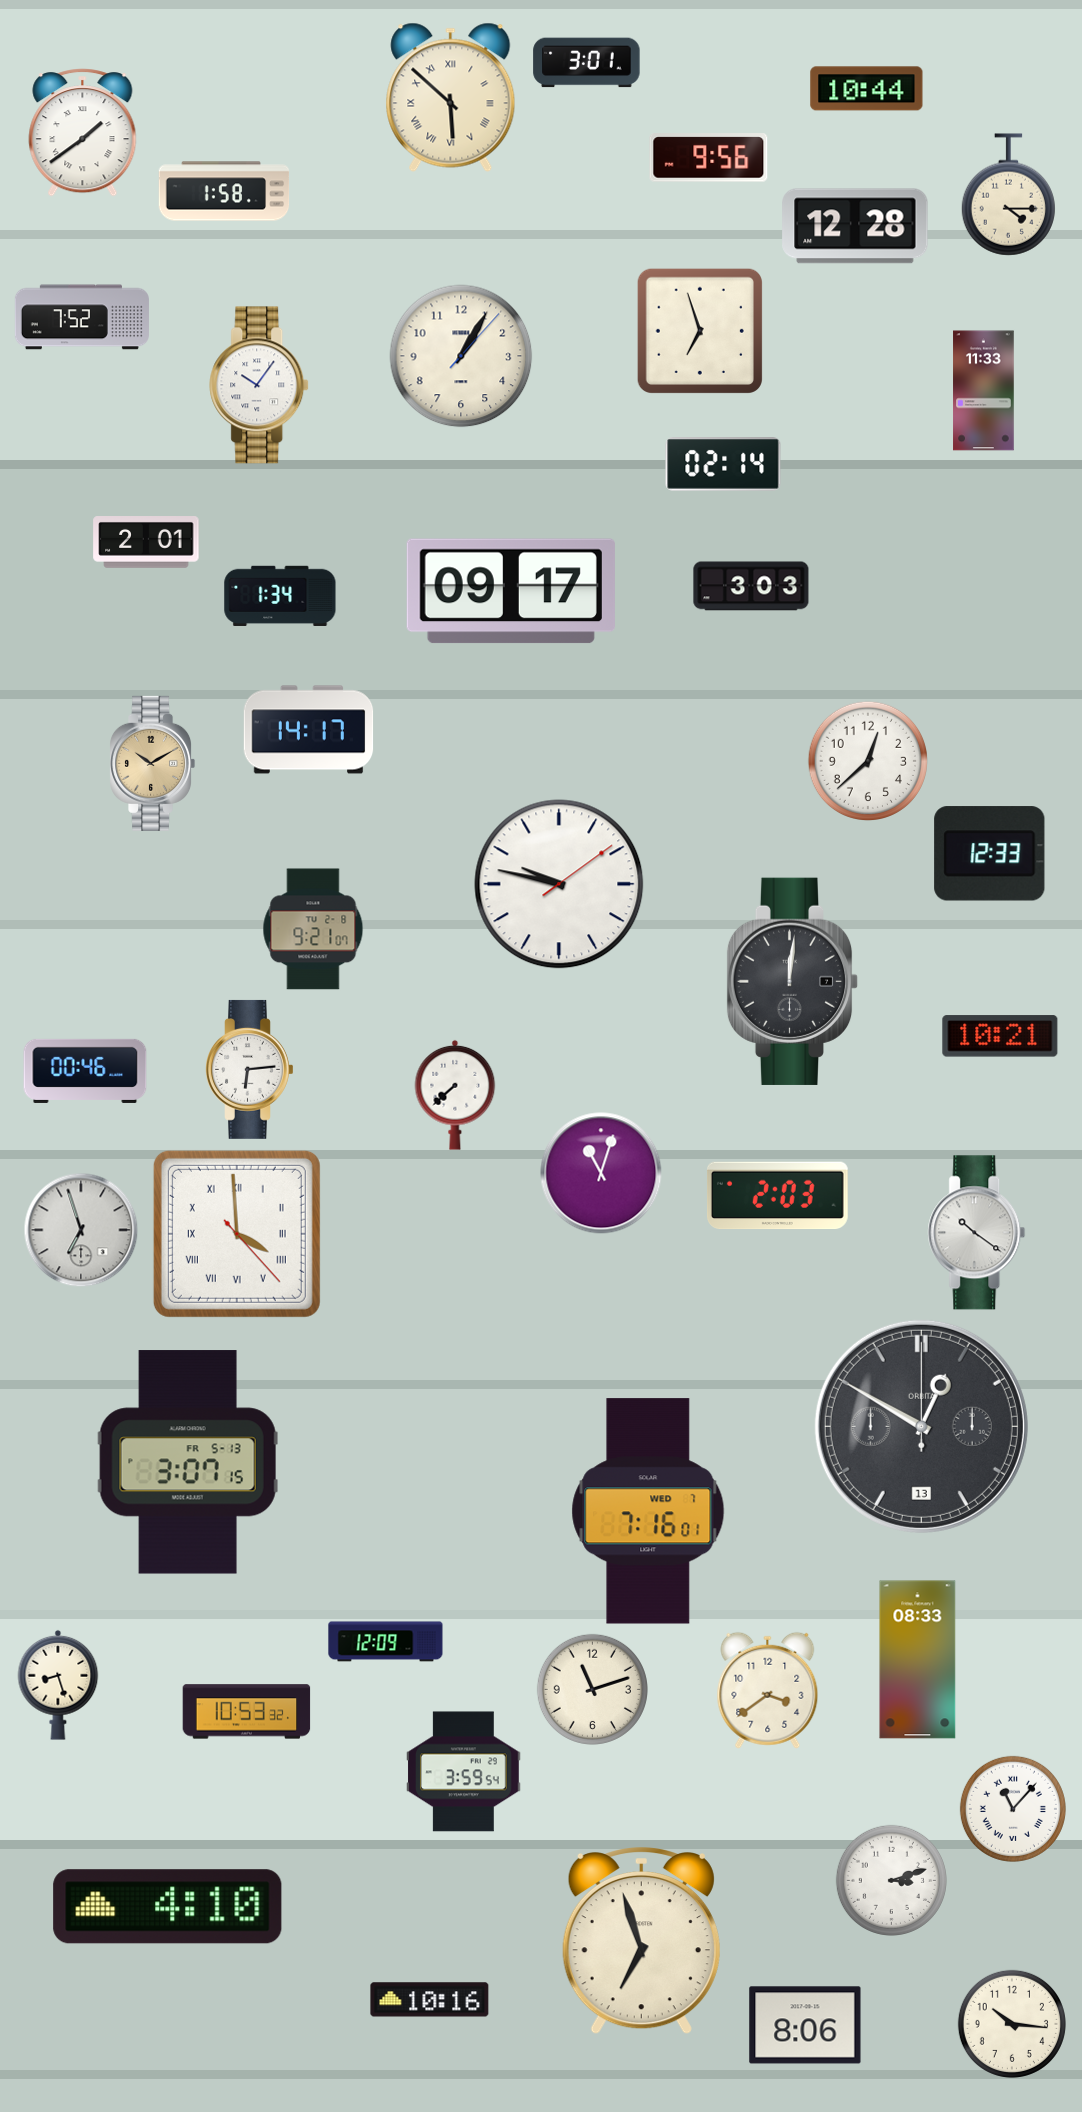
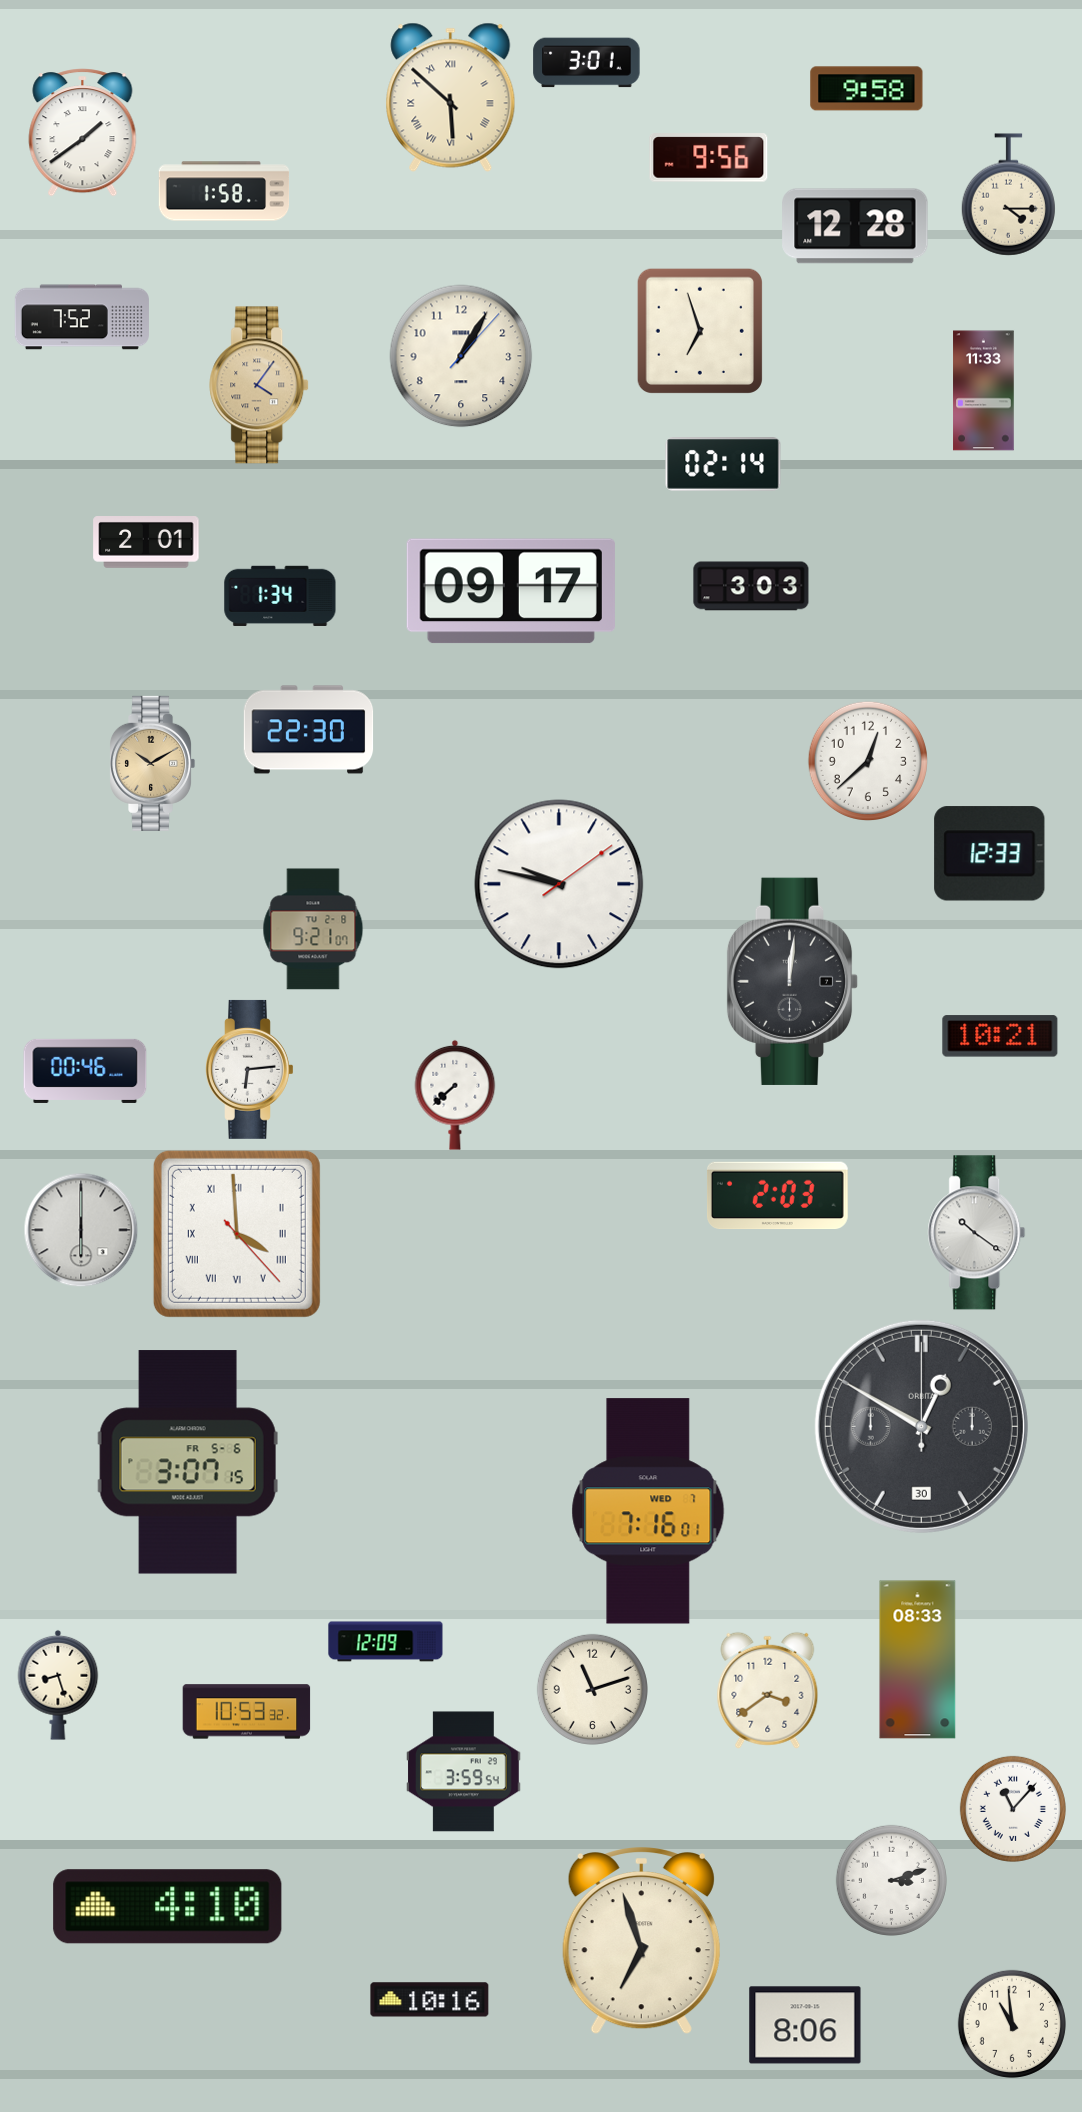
clock at (867, 89): 10:44 -> 9:58
clock at (260, 385): 10:06 -> 4:06
clock at (260, 385) dial: white -> champagne
clock at (309, 730): 14:17 -> 22:30
clock at (601, 1173): 11:03 -> none
clock at (81, 1230): 6:57 -> 6:00
clock at (921, 1426) date: 13 -> 30
clock at (188, 1462) date: FR 5-13 -> FR 5-6
clock at (1012, 2024): 10:16 -> 10:59
